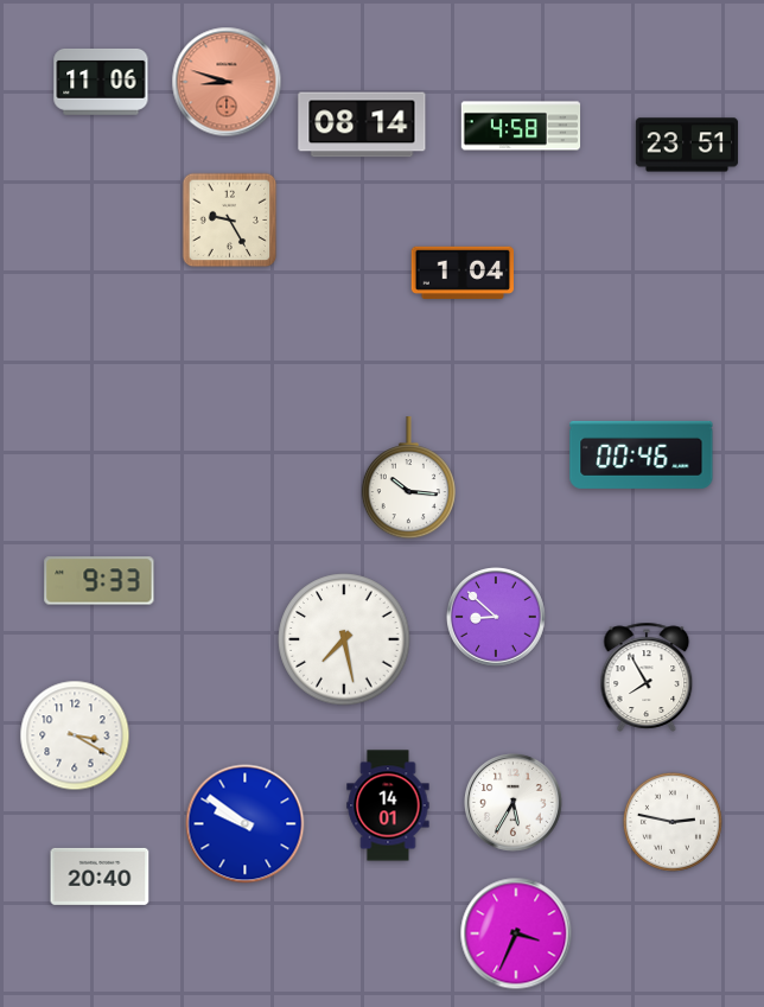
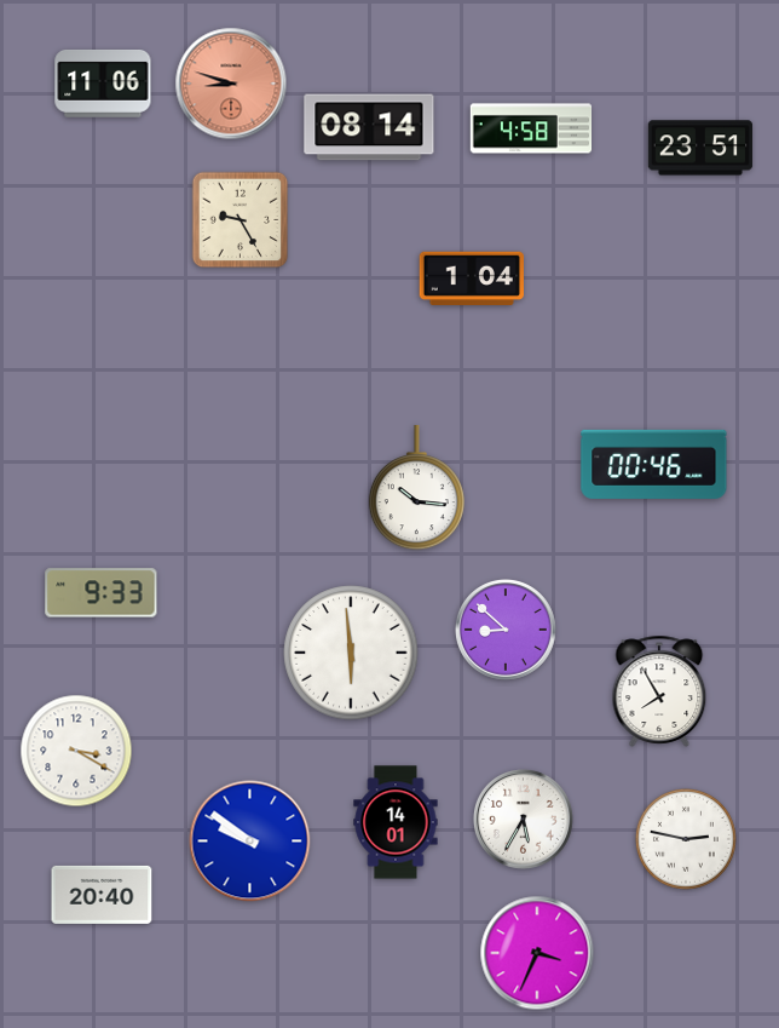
clock at (230, 221) position: (230, 221) -> (241, 220)
clock at (344, 639): 7:28 -> 5:59
clock at (516, 933) position: (516, 933) -> (537, 953)
